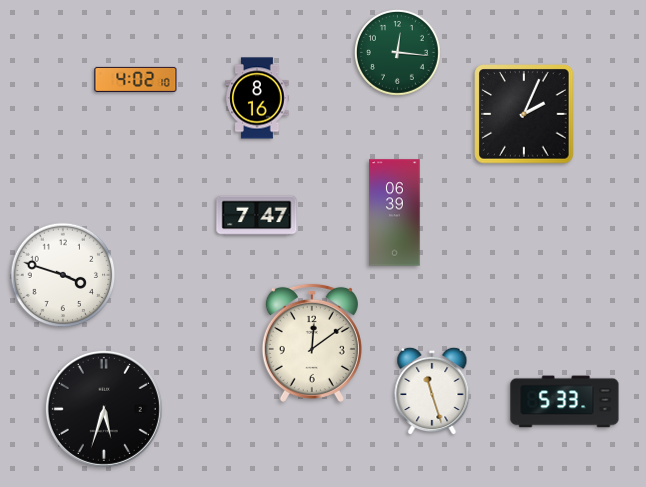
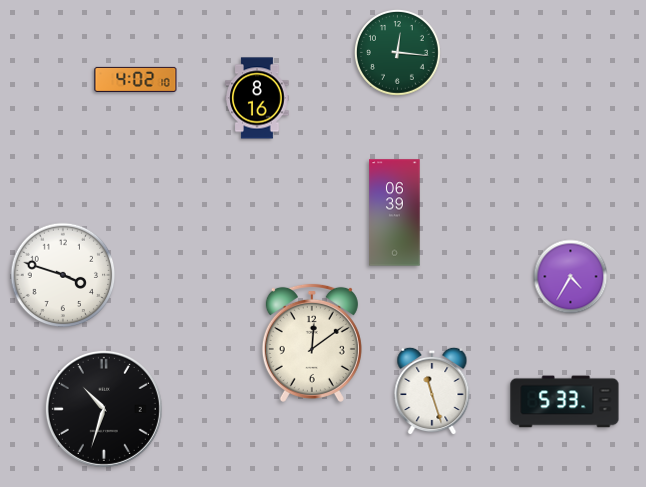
clock at (524, 114): 2:04 -> none
clock at (257, 216): 7:47 -> none
clock at (571, 277): none -> 4:35
clock at (104, 409): 5:33 -> 10:33
